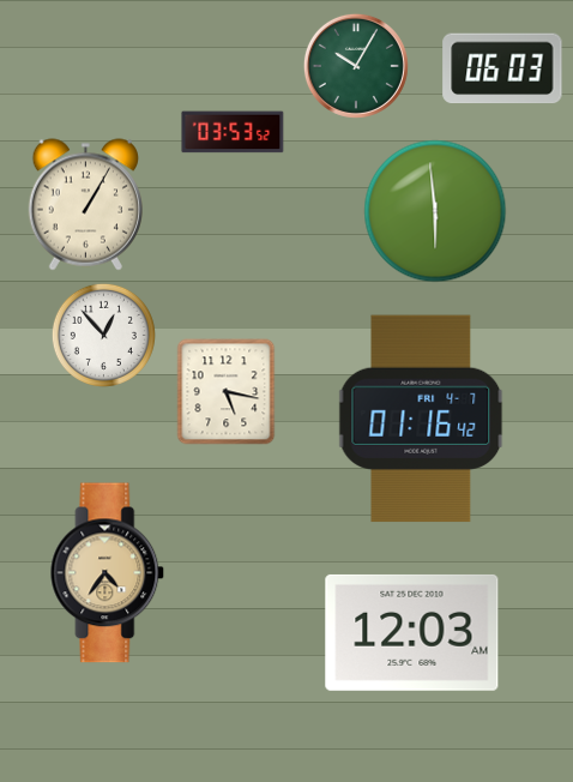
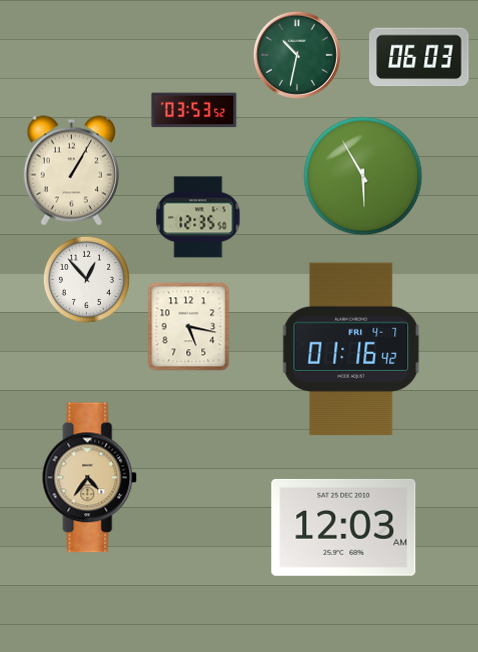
clock at (356, 66): 10:05 -> 10:32
clock at (435, 211): 5:59 -> 5:55
clock at (198, 217): none -> 12:35
